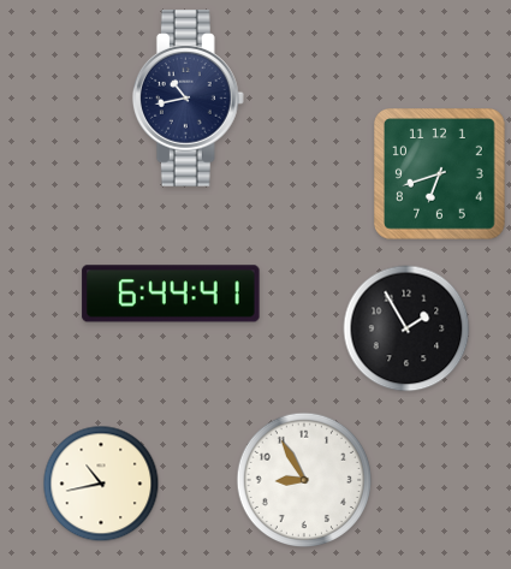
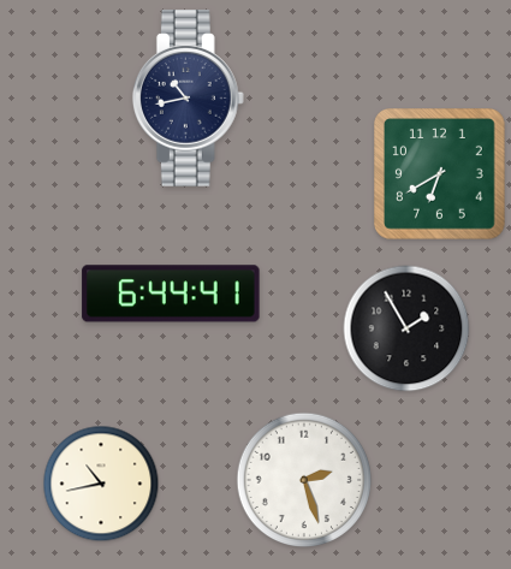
clock at (440, 174): 6:42 -> 6:40
clock at (303, 479): 8:55 -> 2:27
